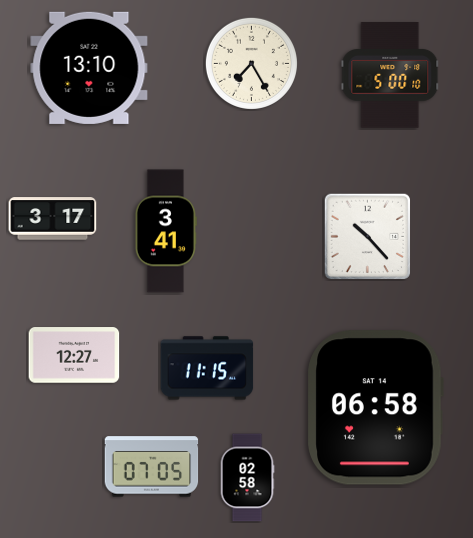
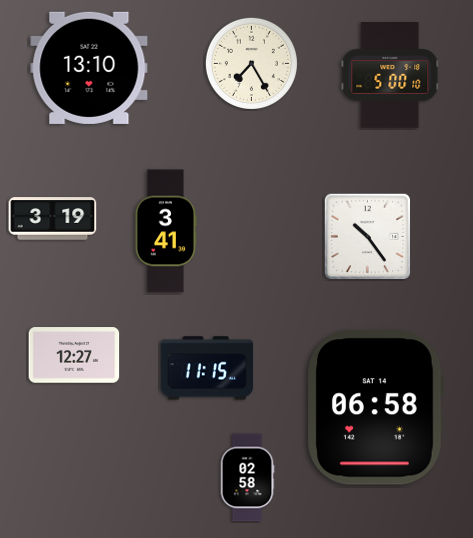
clock at (53, 219): 3:17 -> 3:19
clock at (367, 236): 10:23 -> 10:24
clock at (152, 467): 07:05 -> none
